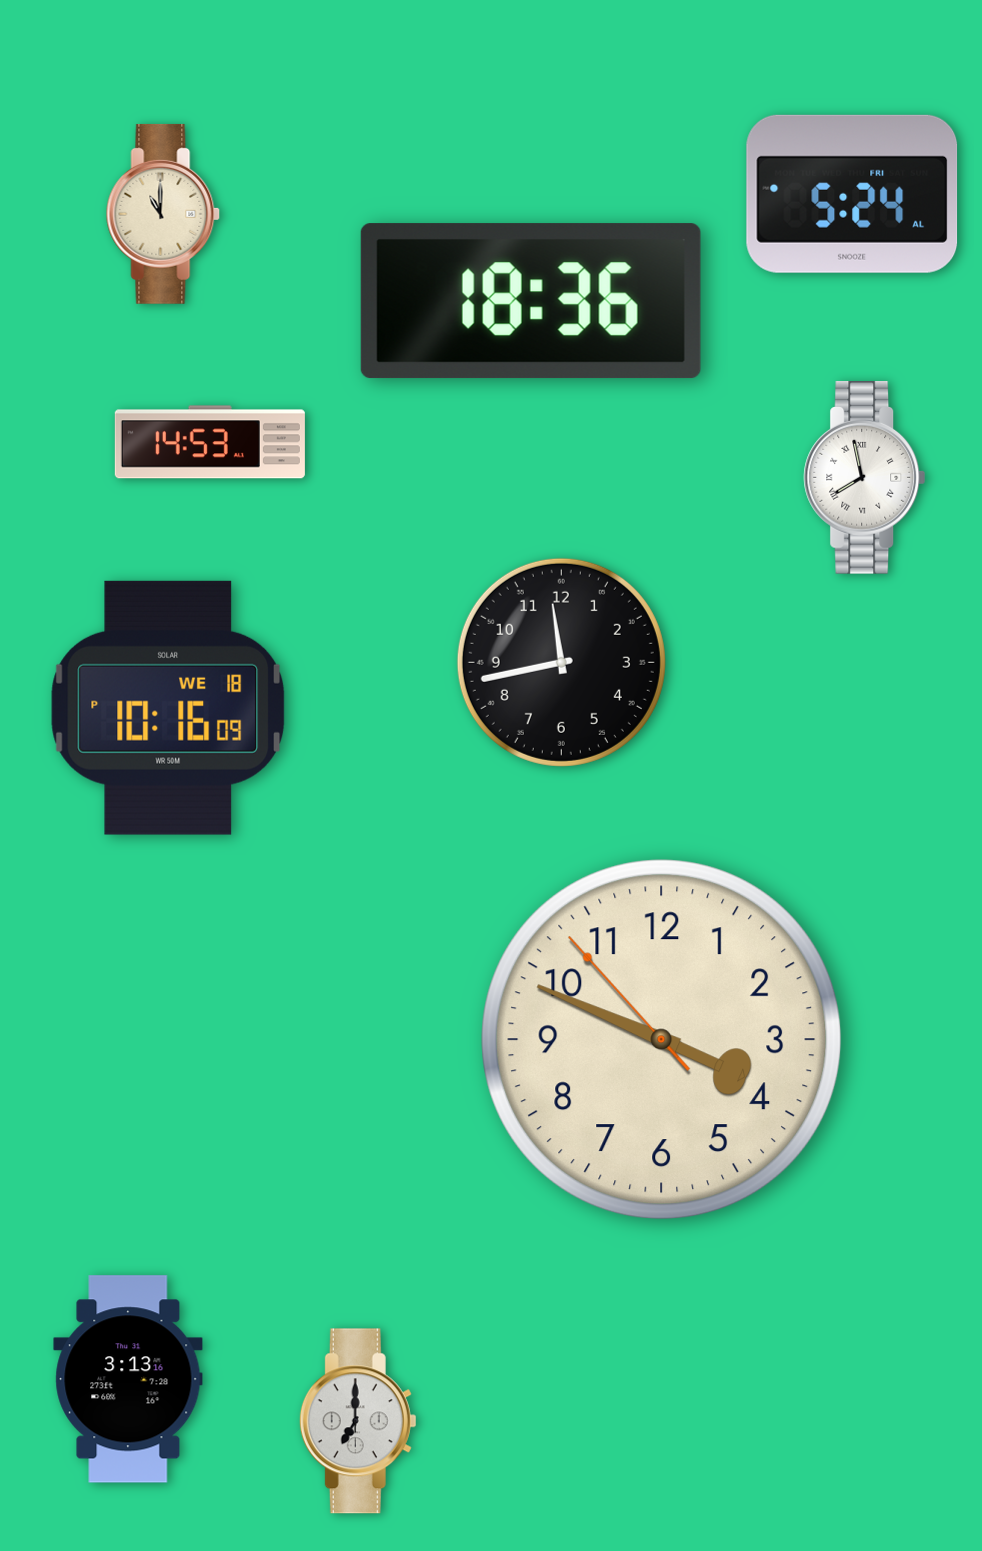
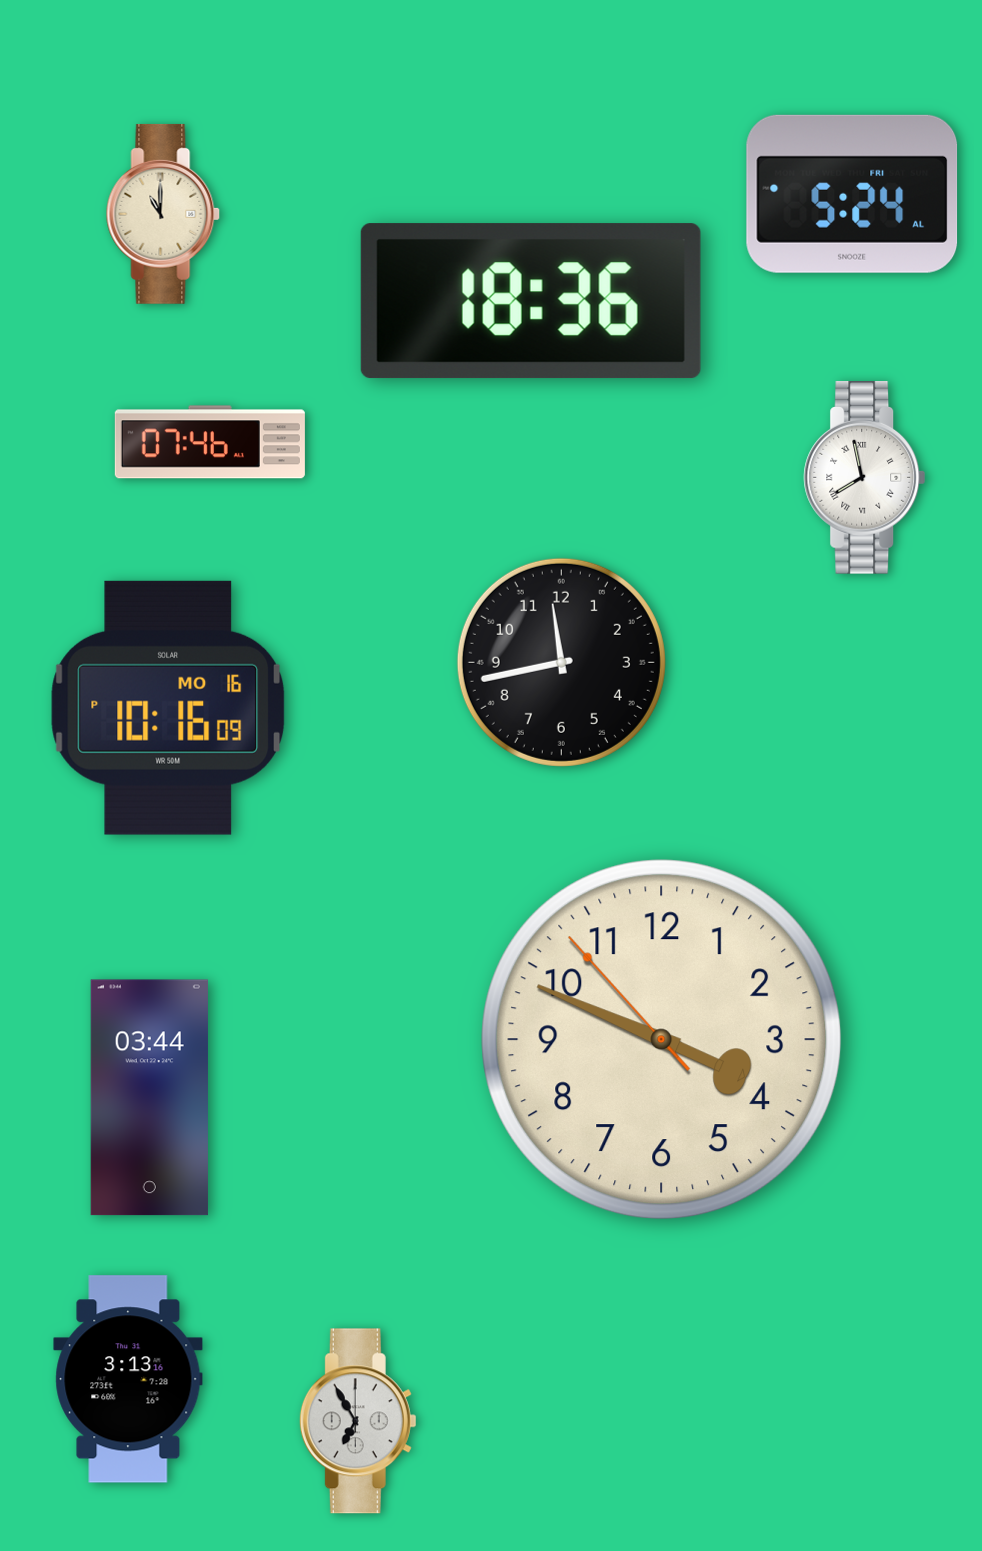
clock at (210, 442): 14:53 -> 07:46
clock at (168, 708) date: WE 18 -> MO 16
clock at (149, 1098): none -> 03:44
clock at (358, 1421): 7:00 -> 6:55
